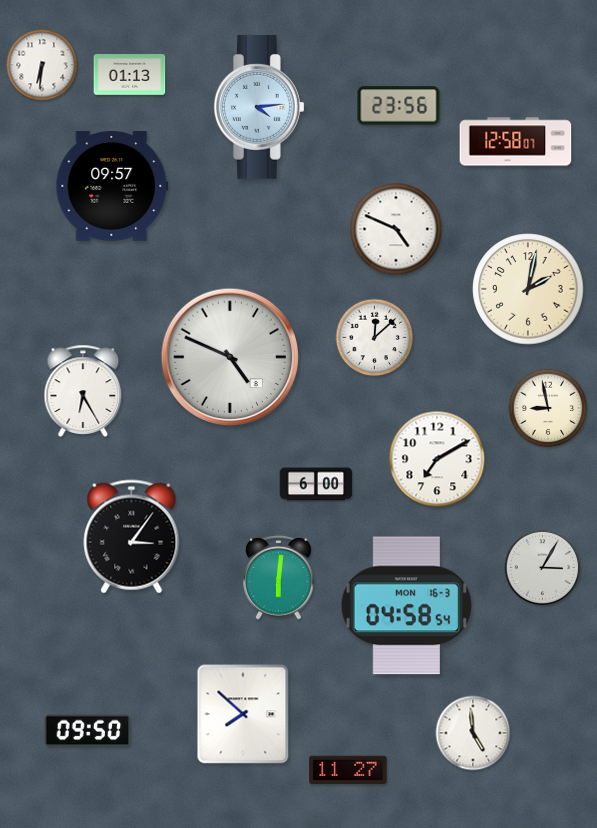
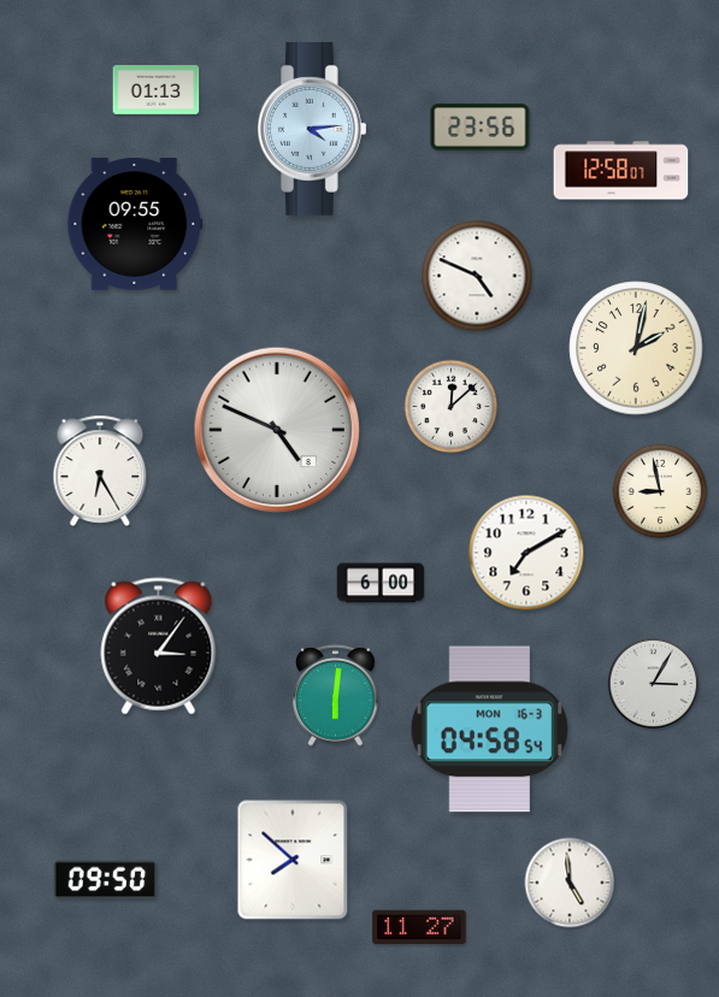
clock at (42, 65): 6:31 -> none
clock at (112, 187): 09:57 -> 09:55
